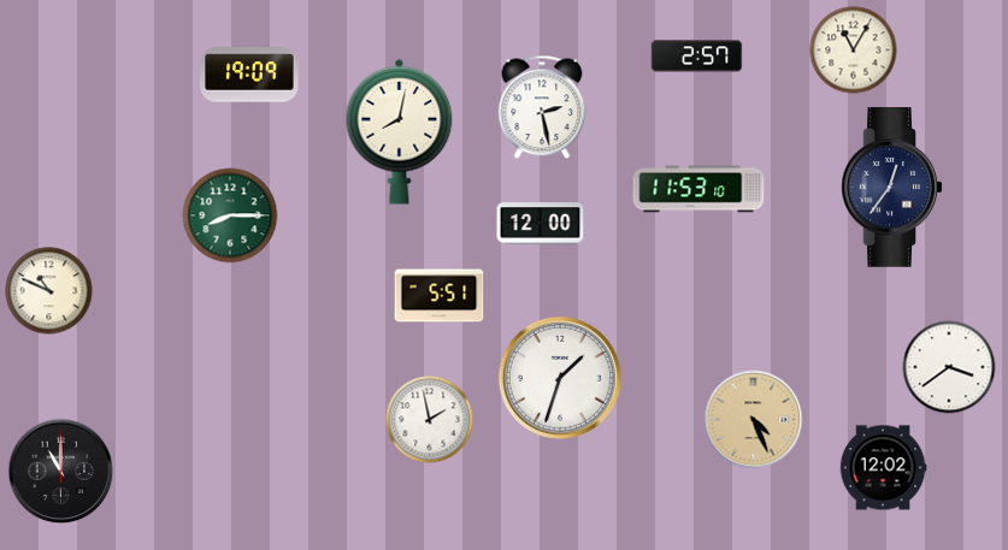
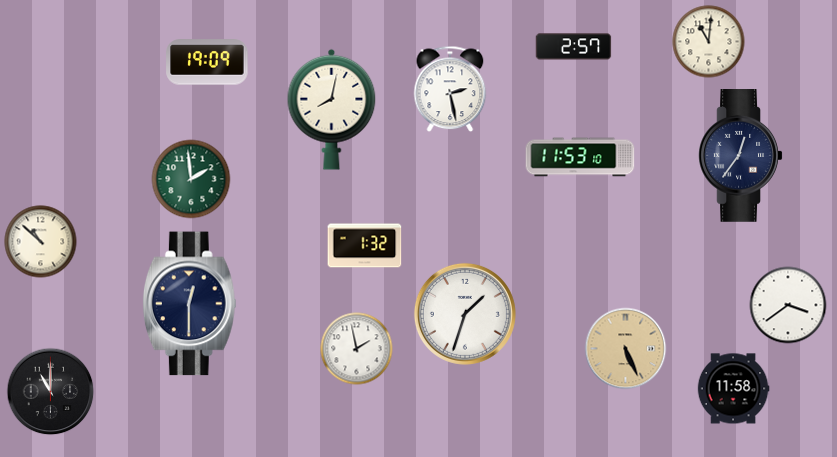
clock at (854, 51): 11:05 -> 11:01
clock at (697, 57) position: (697, 57) -> (574, 47)
clock at (230, 215): 8:15 -> 1:59
clock at (541, 224): 12:00 -> none
clock at (49, 291): 10:49 -> 10:52
clock at (440, 296): 5:51 -> 1:32
clock at (189, 304): none -> 12:30
clock at (754, 420): 4:26 -> 5:26
clock at (883, 468): 12:02 -> 11:58
